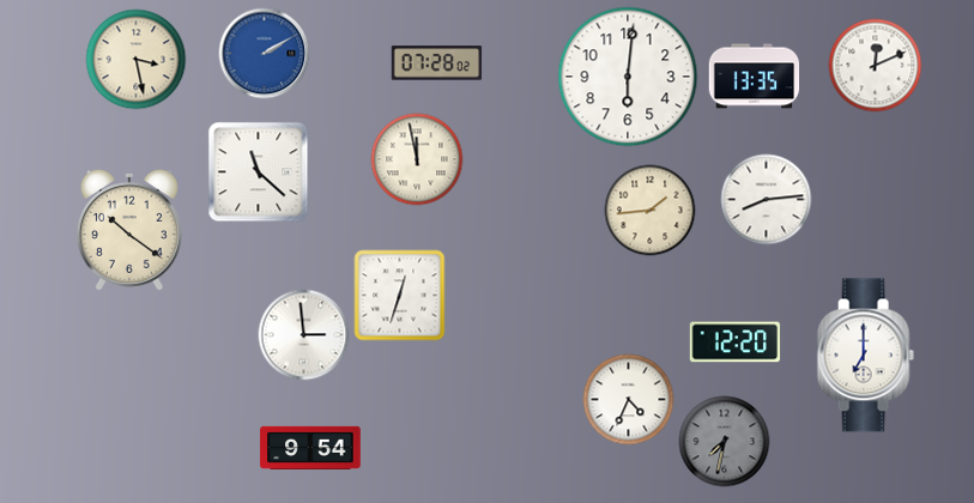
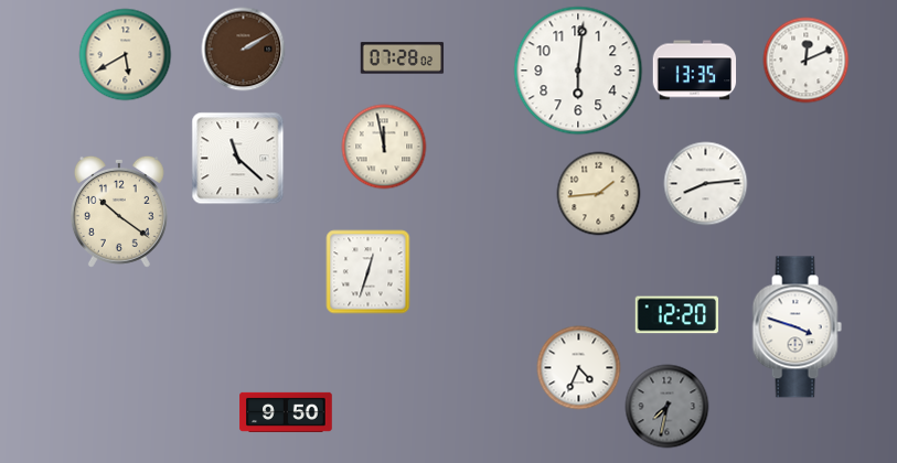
clock at (265, 54) dial: blue -> brown
clock at (137, 60): 3:28 -> 5:40
clock at (304, 335): 2:59 -> none
clock at (865, 356): 7:00 -> 3:48
clock at (310, 448): 9:54 -> 9:50
